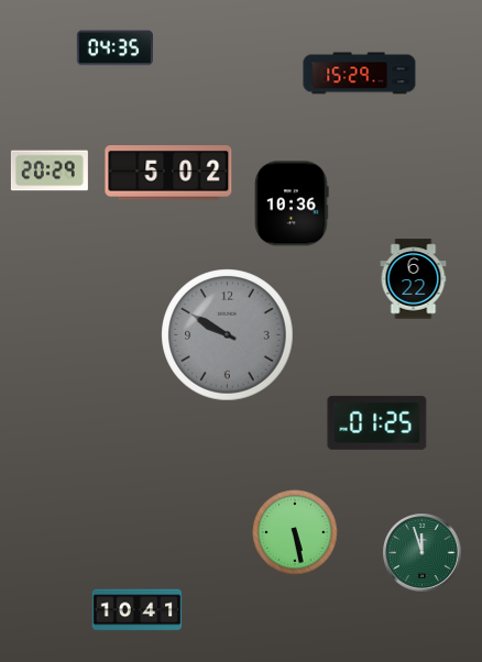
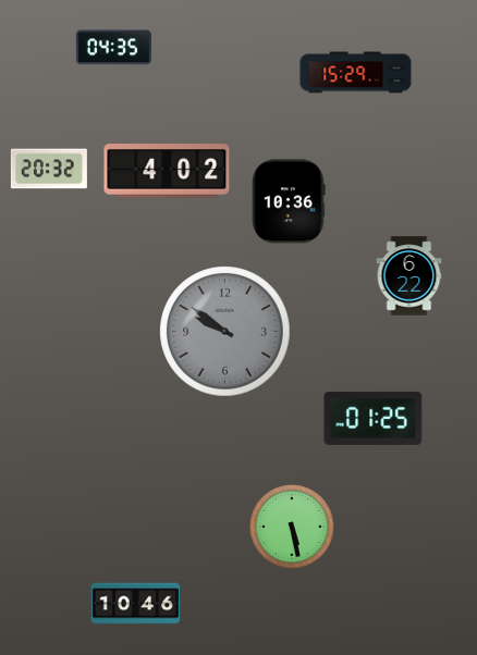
clock at (50, 170): 20:29 -> 20:32
clock at (168, 173): 5:02 -> 4:02
clock at (228, 335): 9:50 -> 9:51
clock at (423, 553): 11:57 -> none
clock at (138, 610): 10:41 -> 10:46
